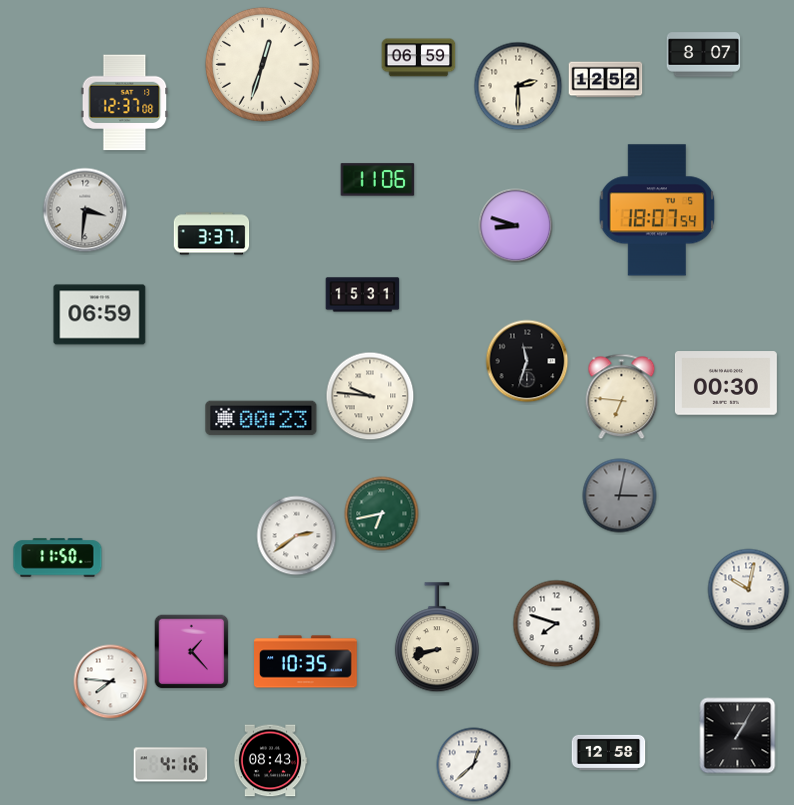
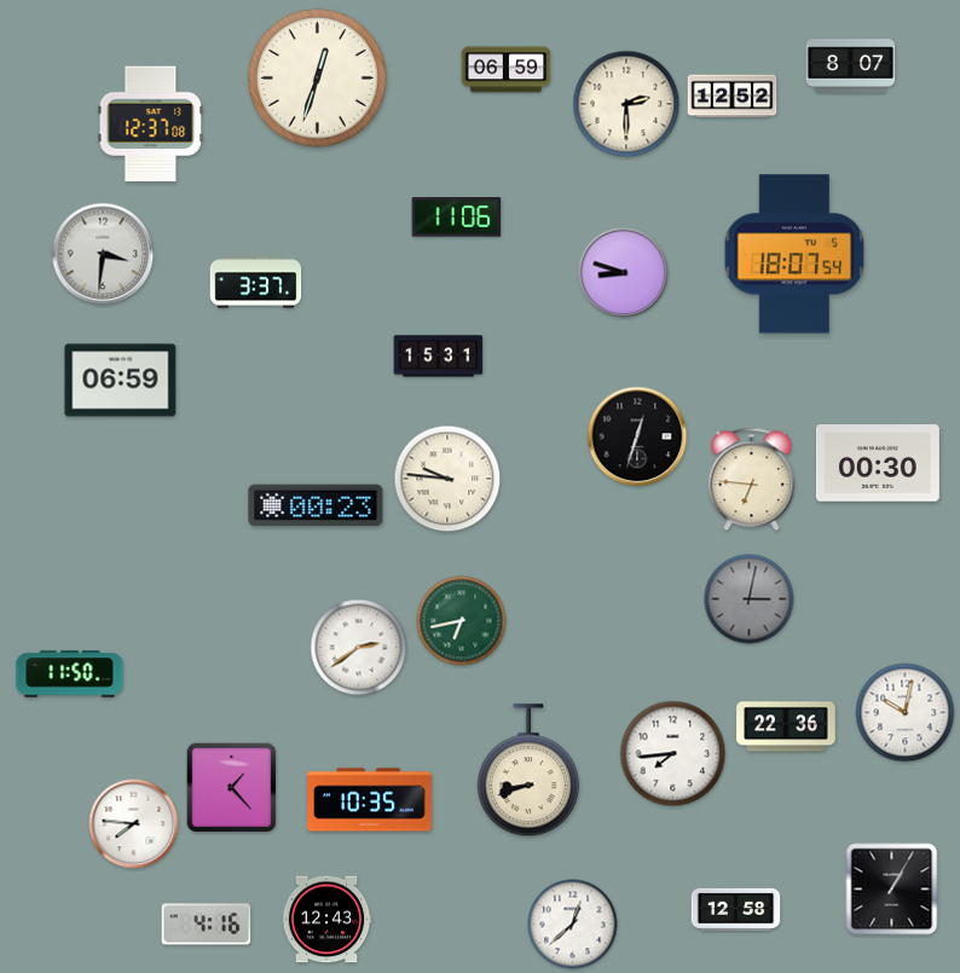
clock at (527, 361): 11:33 -> 12:33
clock at (786, 726): none -> 22:36
clock at (557, 624): 7:48 -> 7:44
clock at (270, 761): 08:43 -> 12:43
